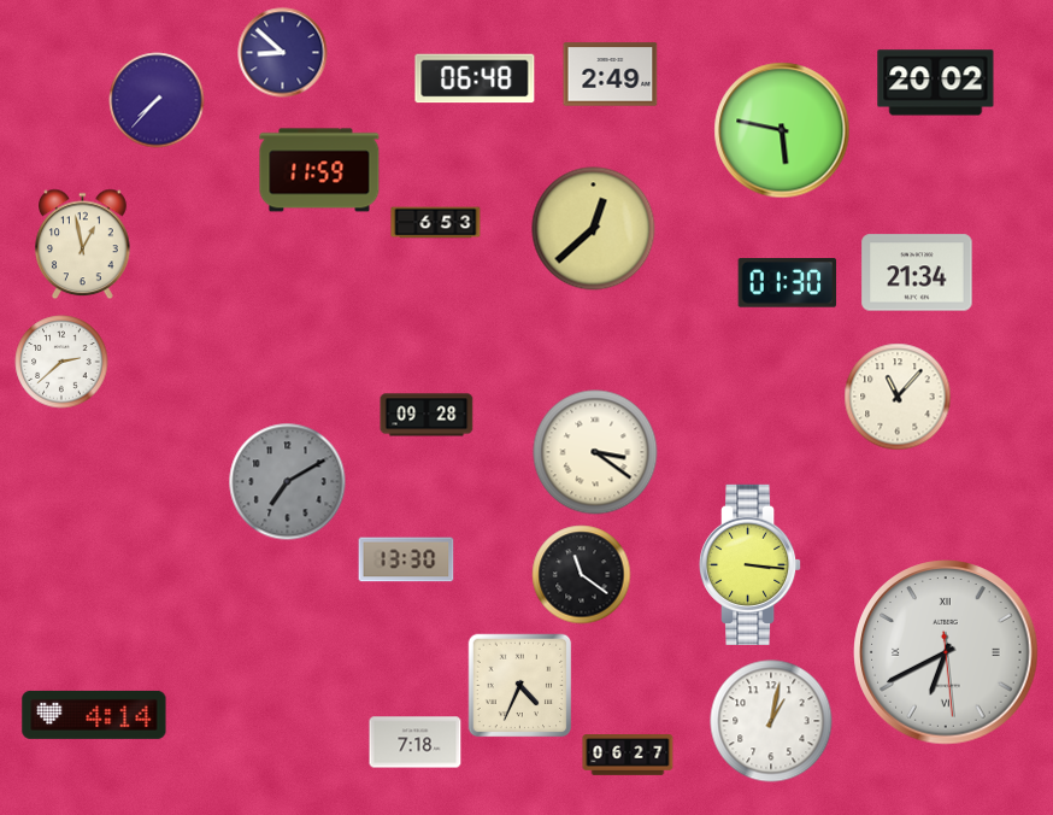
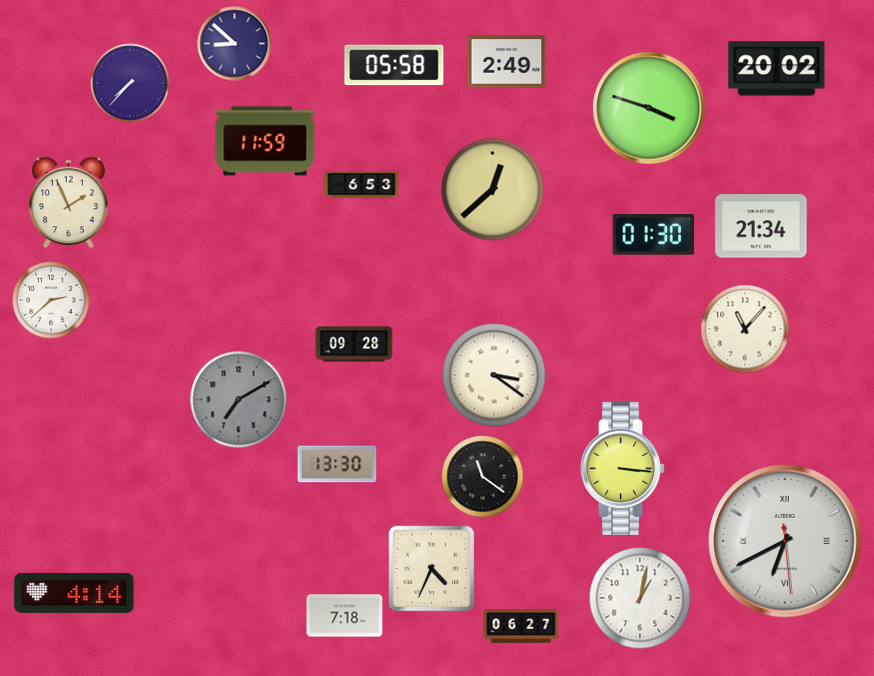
clock at (475, 78): 06:48 -> 05:58
clock at (782, 130): 5:47 -> 3:48
clock at (83, 245): 12:58 -> 1:56
clock at (94, 715) position: (94, 715) -> (74, 593)
